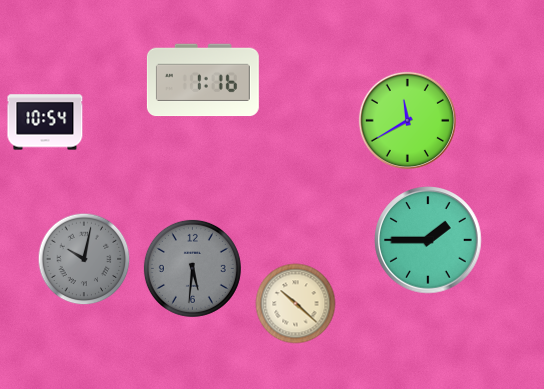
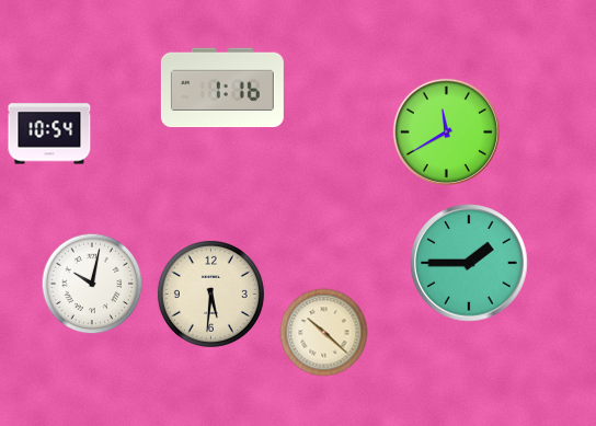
clock at (84, 259) dial: grey -> white
clock at (192, 268) dial: grey -> cream
